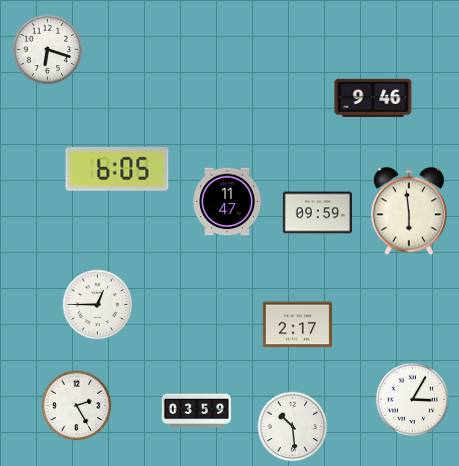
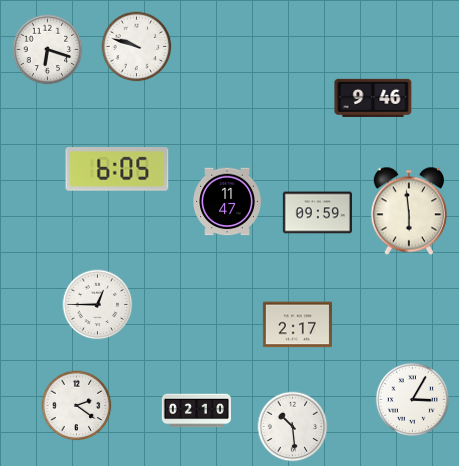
clock at (137, 47): none -> 9:48
clock at (77, 406): 2:25 -> 2:21
clock at (196, 411): 03:59 -> 02:10
